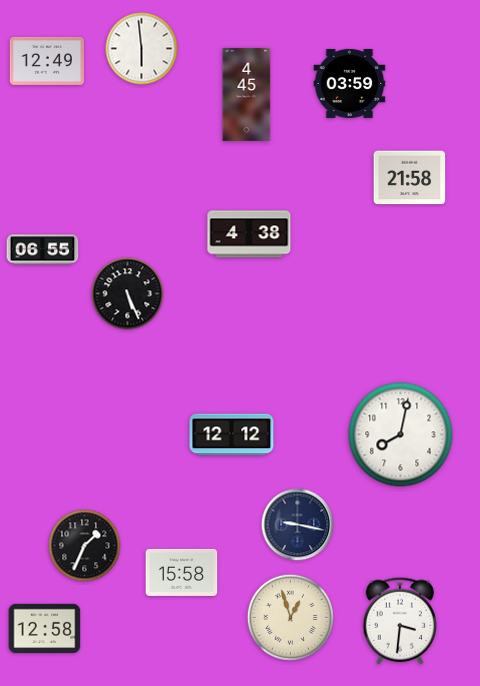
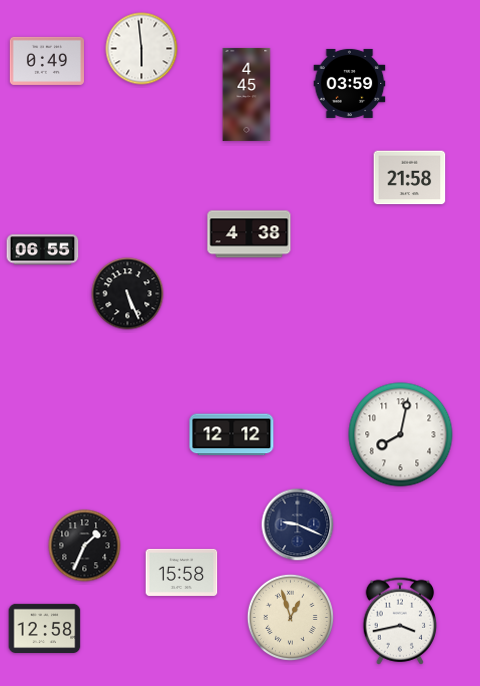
clock at (46, 61): 12:49 -> 0:49
clock at (298, 525): 9:17 -> 9:19
clock at (400, 621): 3:31 -> 3:43
